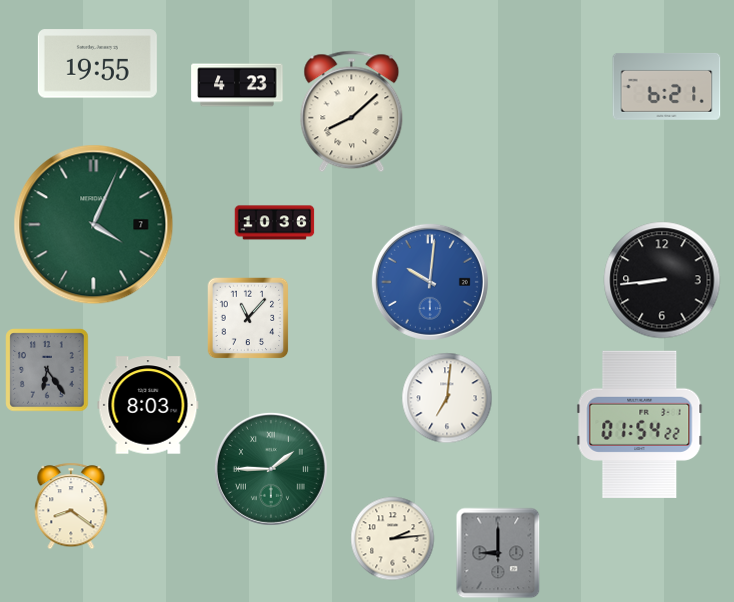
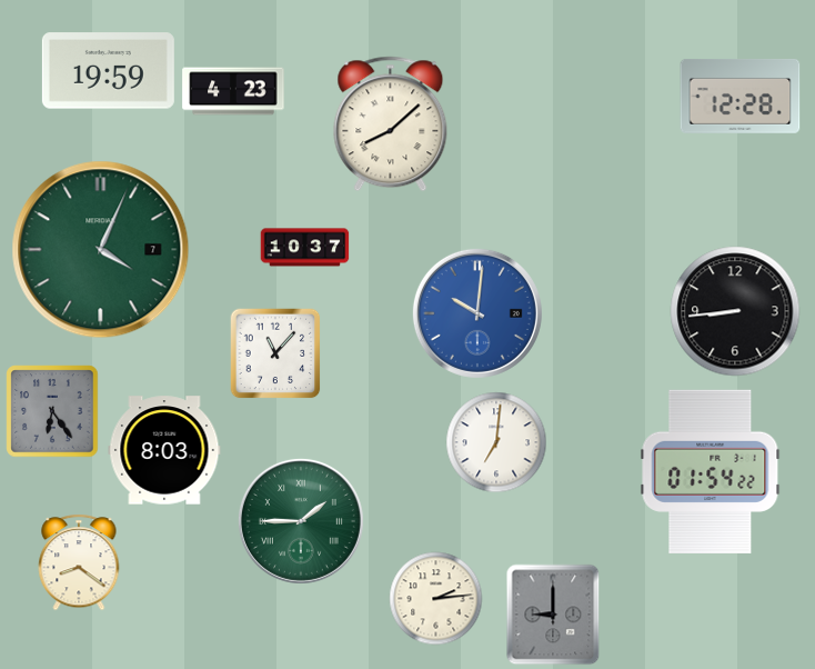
clock at (97, 64): 19:55 -> 19:59
clock at (237, 85) position: (237, 85) -> (233, 91)
clock at (667, 86): 6:21 -> 12:28
clock at (275, 223): 10:36 -> 10:37
clock at (94, 225) position: (94, 225) -> (101, 250)
